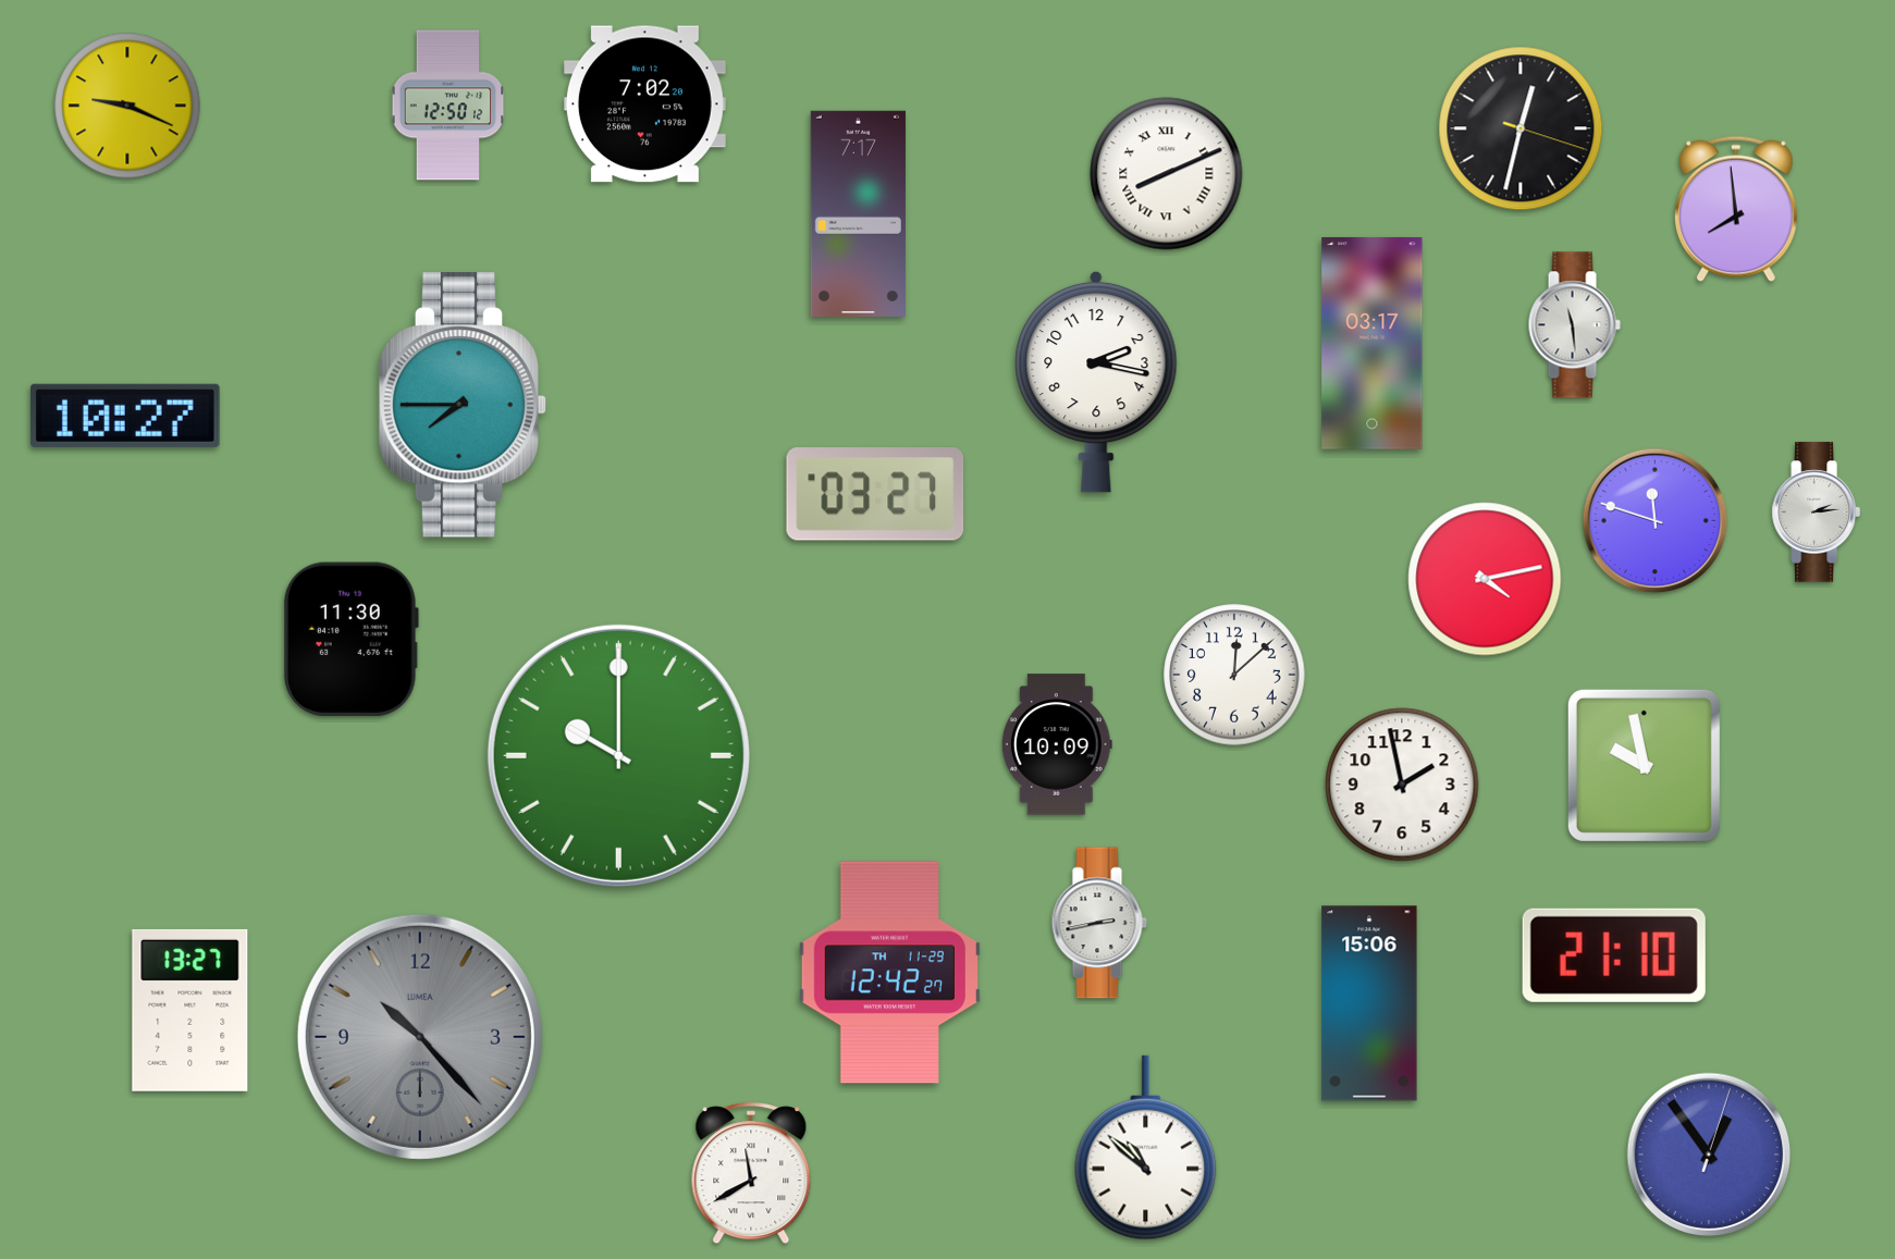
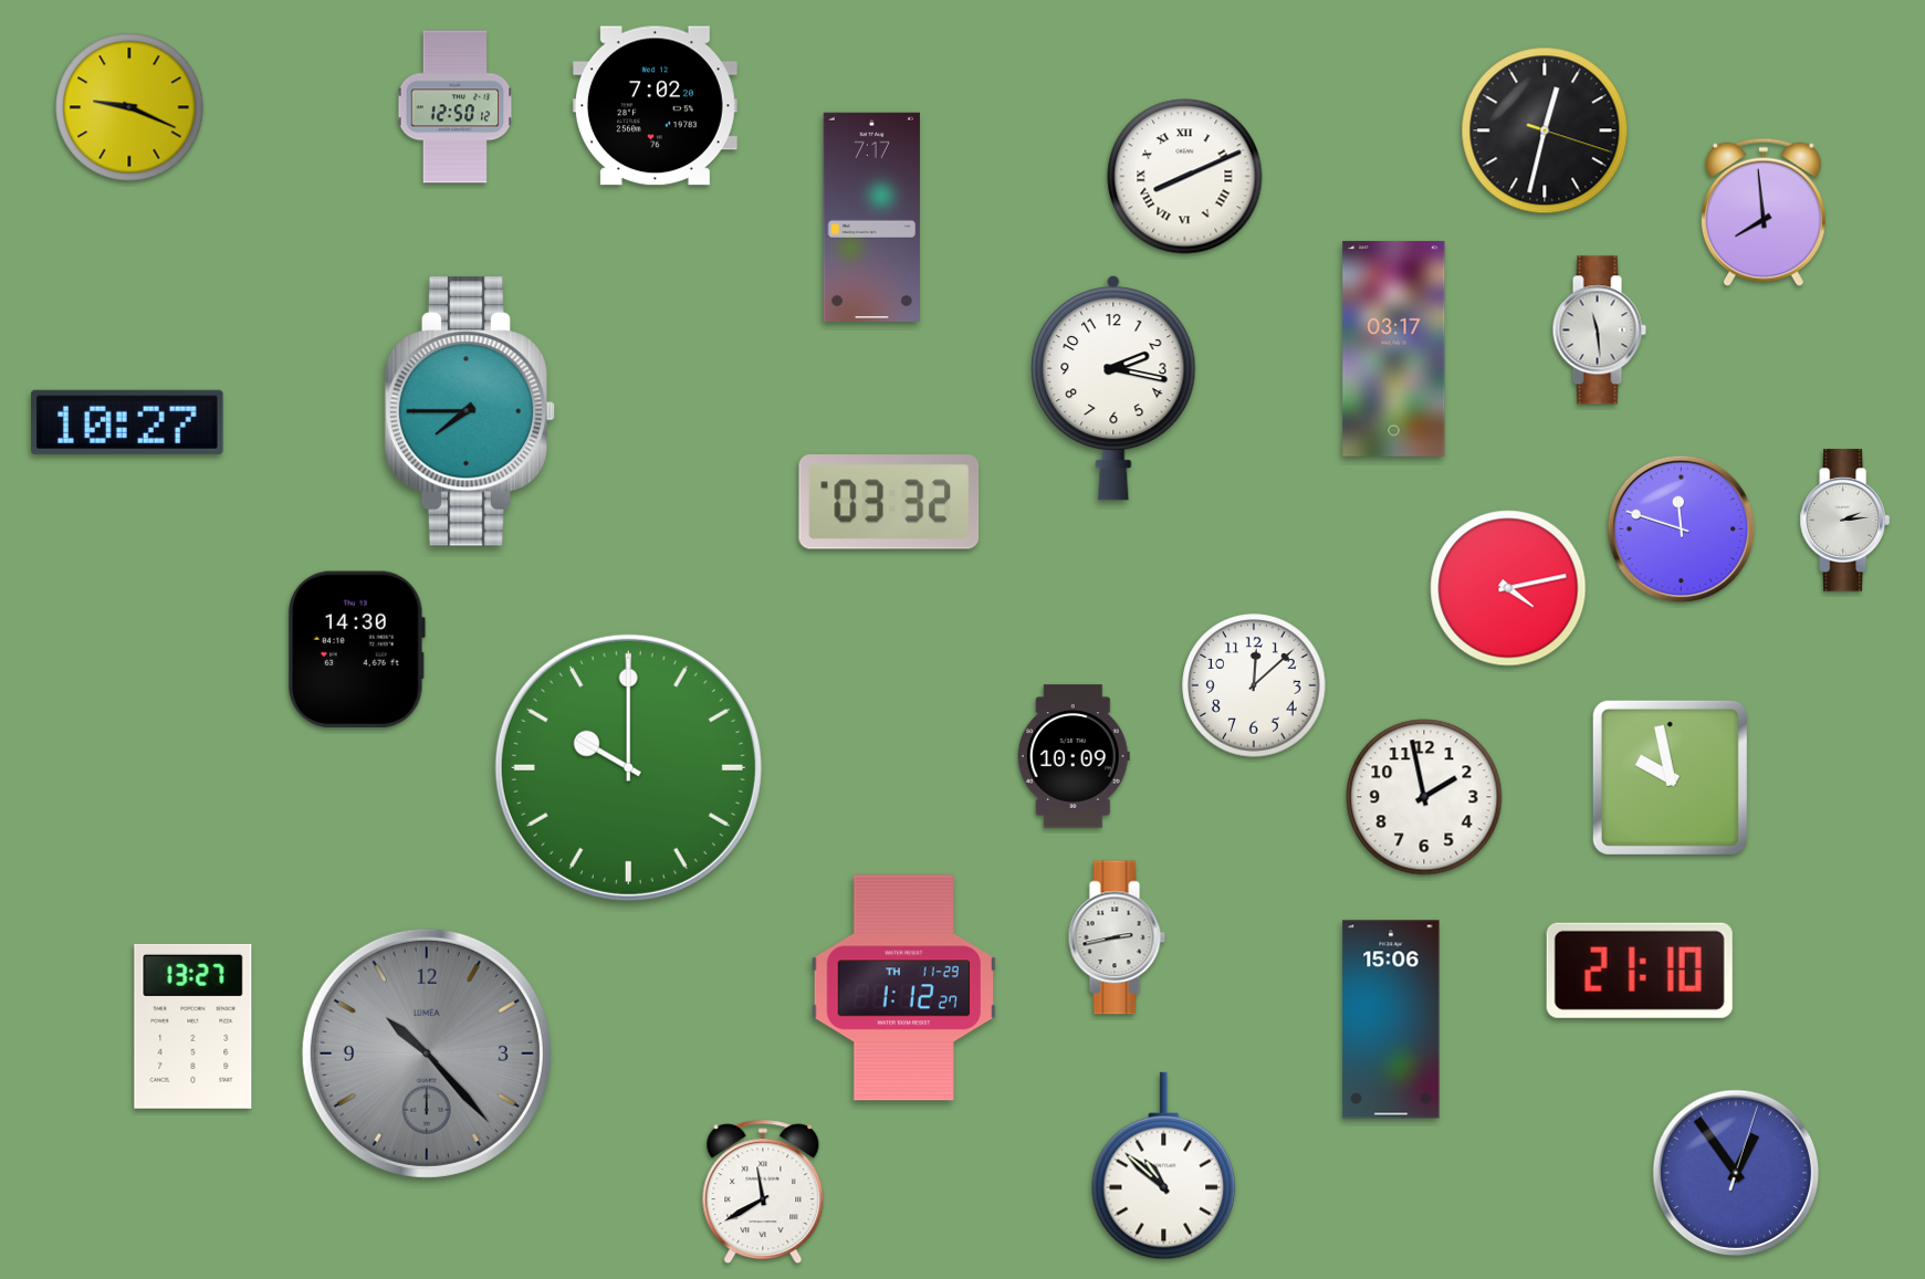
clock at (875, 494): 03:27 -> 03:32
clock at (350, 640): 11:30 -> 14:30
clock at (889, 973): 12:42 -> 1:12
